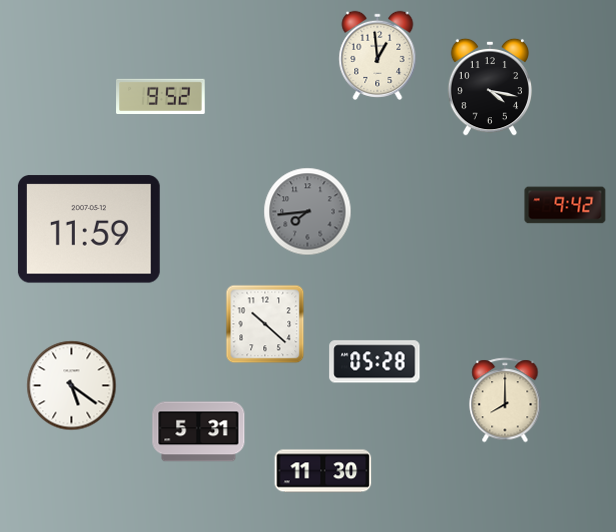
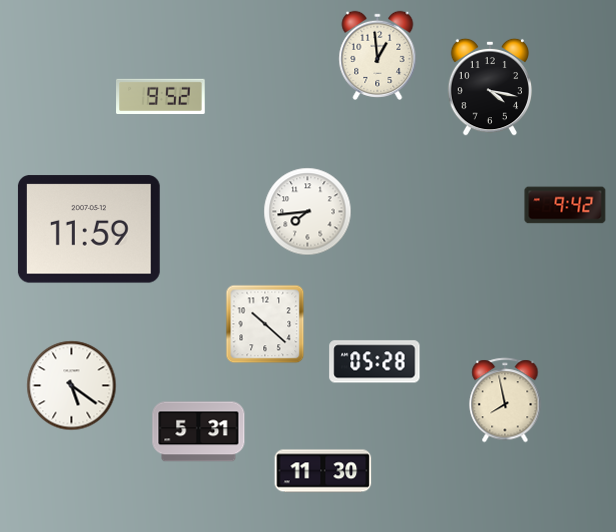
clock at (308, 212) dial: grey -> white
clock at (505, 400): 8:00 -> 7:58
